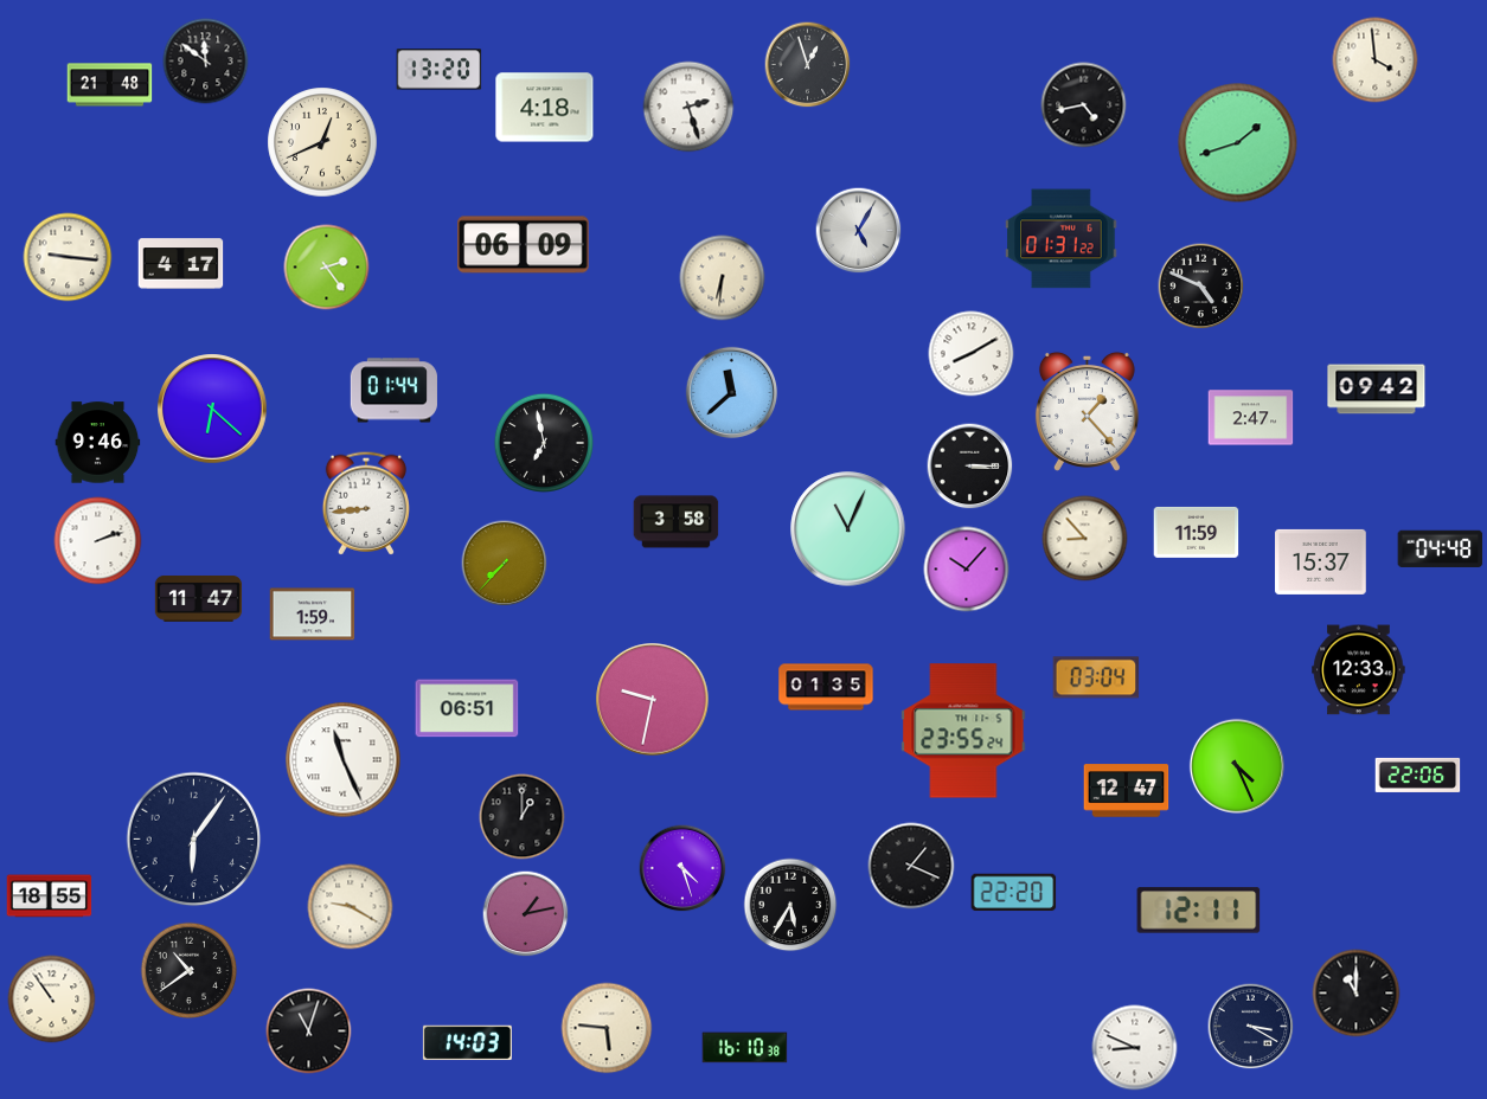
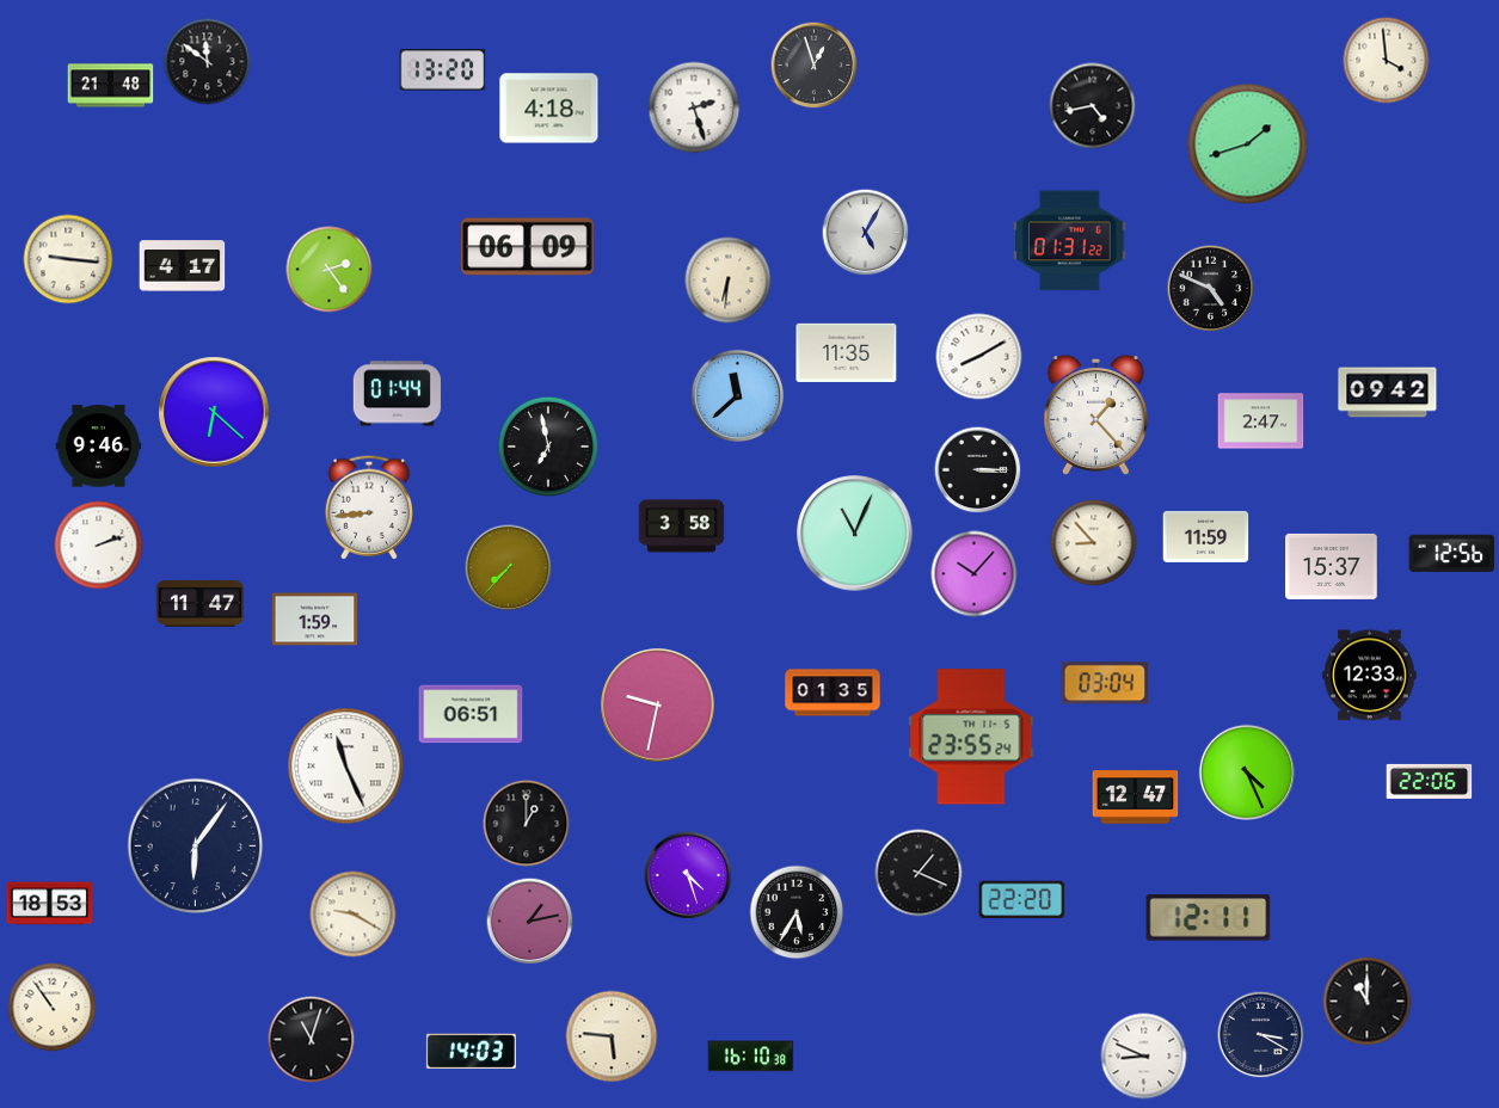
clock at (322, 142): 12:41 -> none
clock at (847, 352): none -> 11:35
clock at (1441, 548): 04:48 -> 12:56
clock at (50, 896): 18:55 -> 18:53
clock at (190, 971): 10:39 -> none
